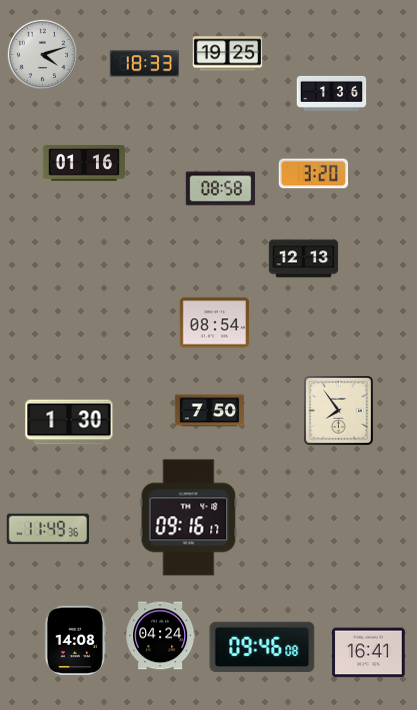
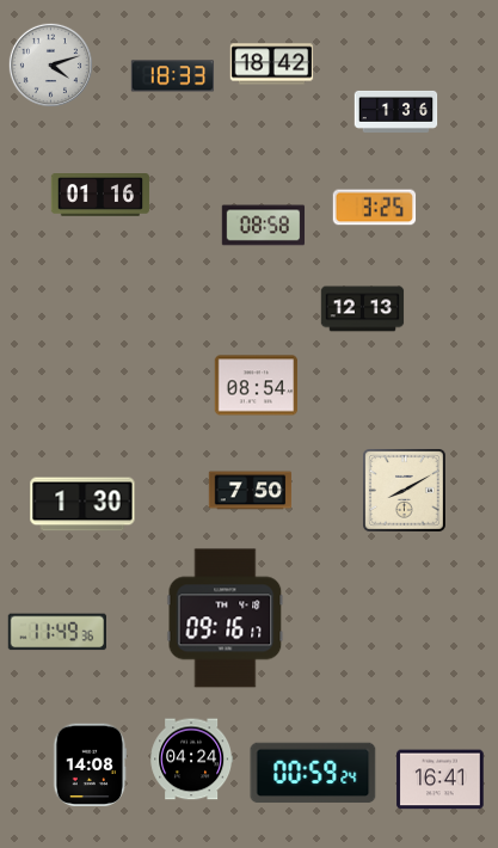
clock at (228, 54): 19:25 -> 18:42
clock at (314, 174): 3:20 -> 3:25
clock at (339, 411): 7:54 -> 8:10
clock at (262, 647): 09:46 -> 00:59
